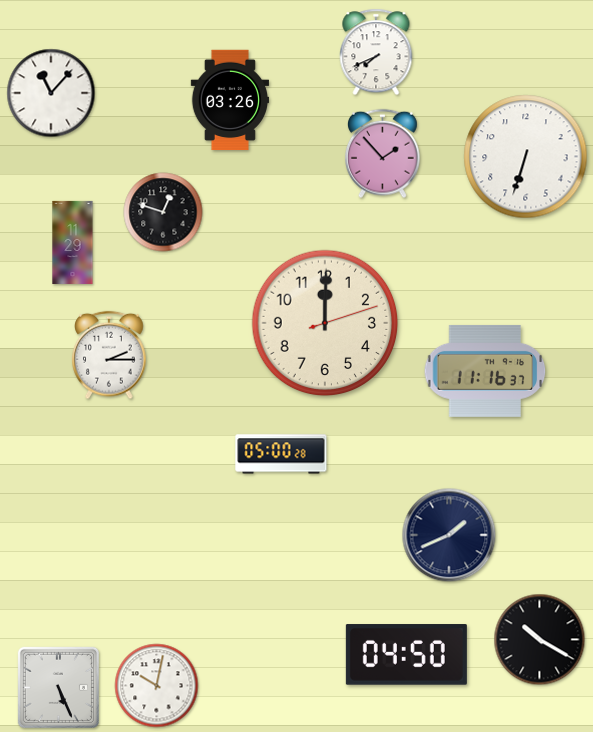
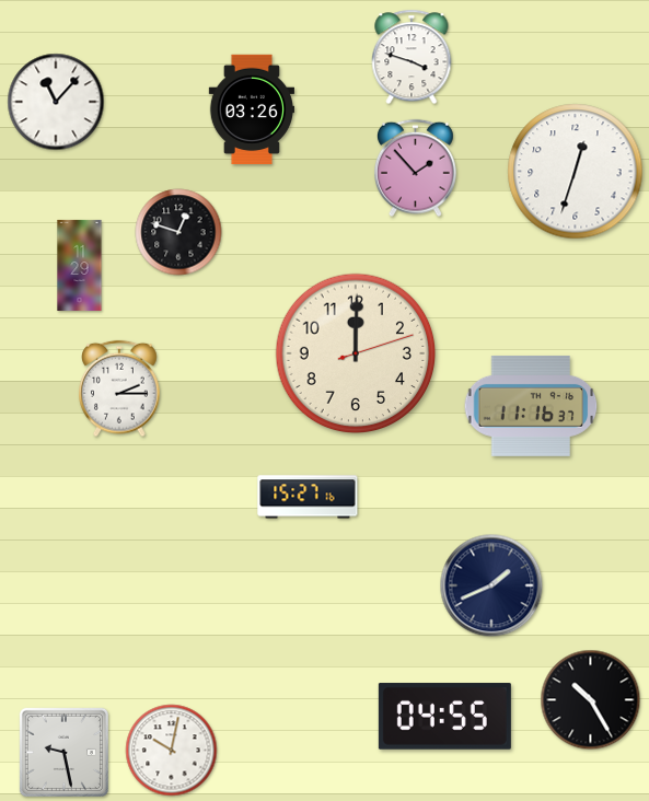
clock at (376, 52): 7:41 -> 3:48
clock at (383, 154) position: (383, 154) -> (416, 169)
clock at (526, 157): 6:33 -> 12:33
clock at (281, 454): 05:00 -> 15:27
clock at (540, 640): 10:20 -> 10:25
clock at (406, 655): 04:50 -> 04:55
clock at (58, 687): 5:26 -> 9:28
